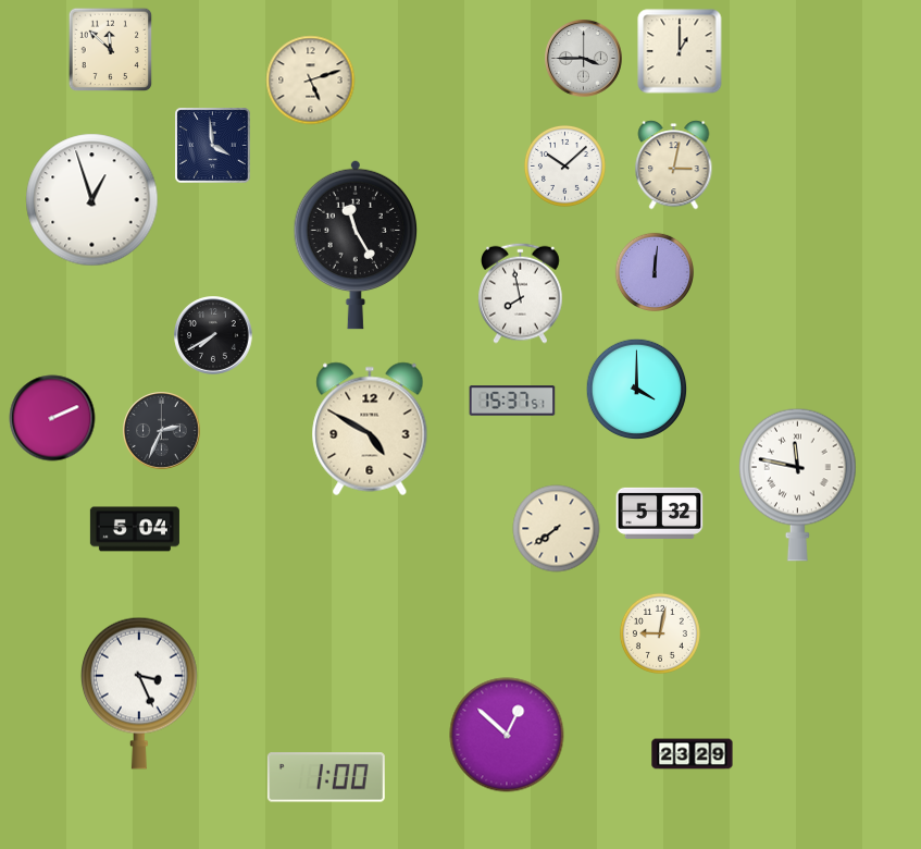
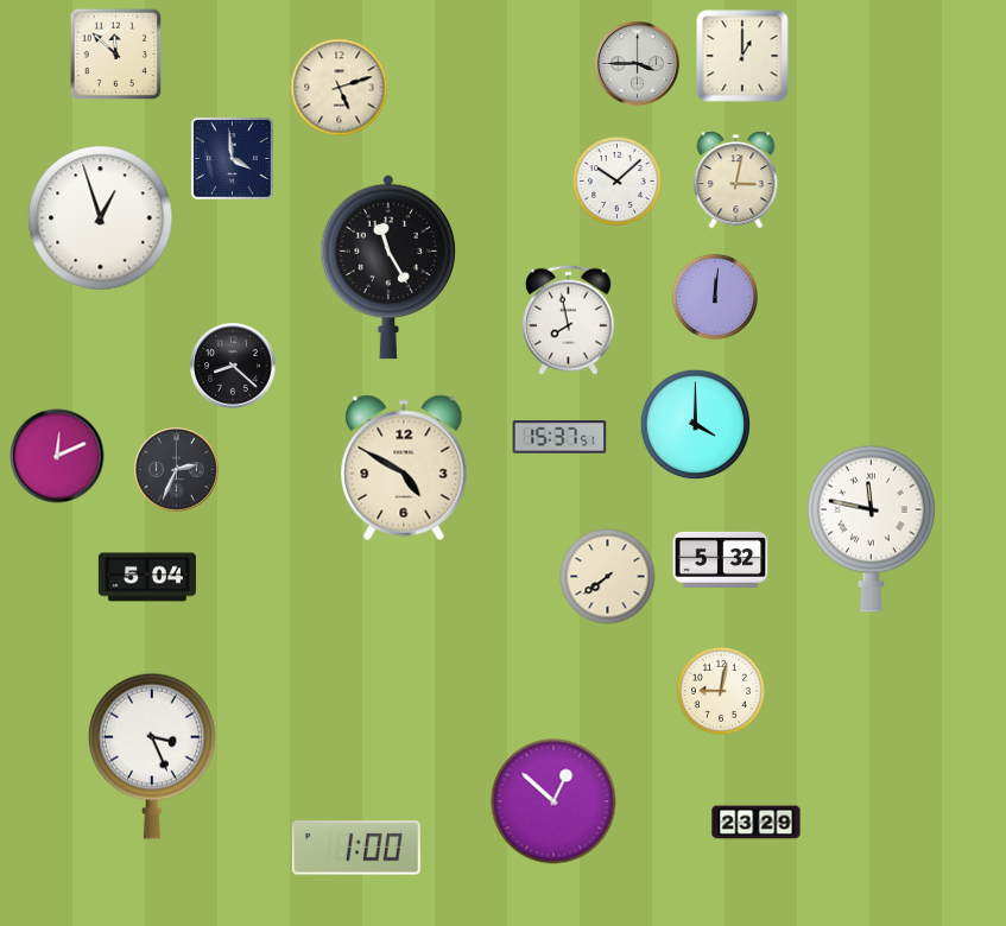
clock at (111, 50) position: (111, 50) -> (116, 55)
clock at (213, 335): 7:40 -> 8:22
clock at (52, 418): 2:11 -> 12:11
